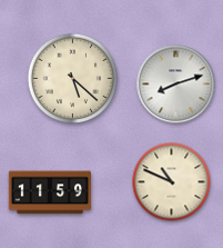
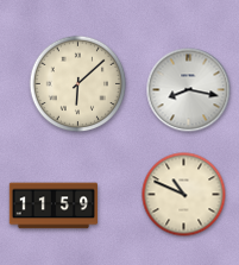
clock at (73, 79): 5:22 -> 6:08
clock at (176, 85): 8:12 -> 8:17
